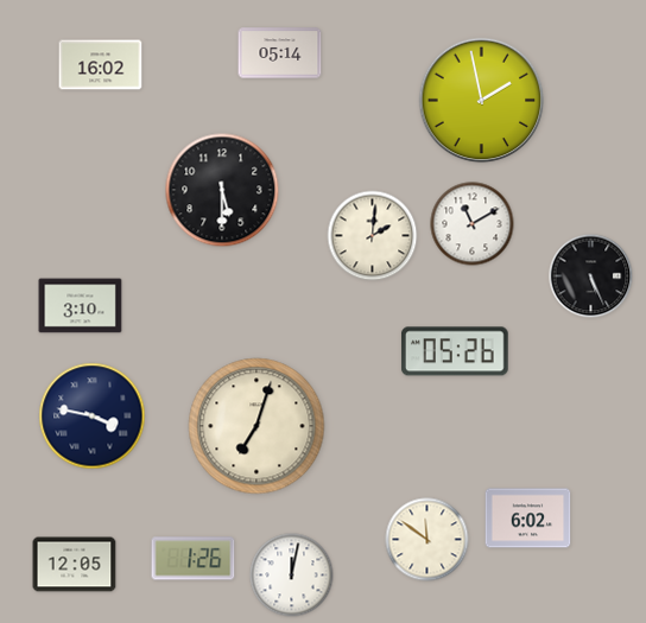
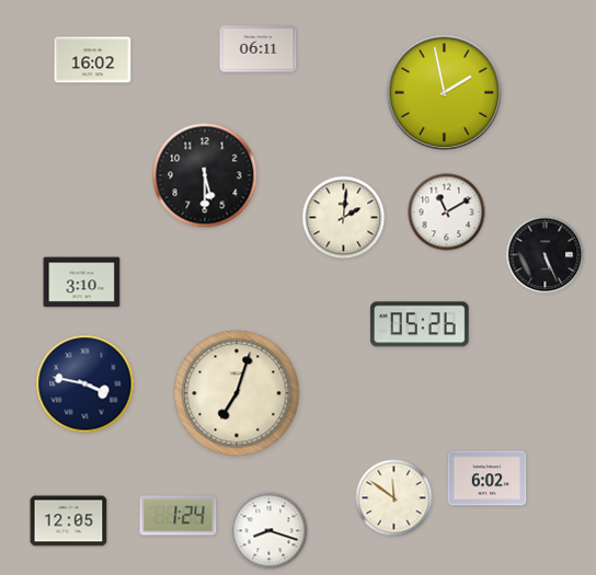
clock at (280, 53): 05:14 -> 06:11
clock at (473, 224) position: (473, 224) -> (447, 212)
clock at (81, 306) position: (81, 306) -> (82, 283)
clock at (194, 559): 1:26 -> 1:24
clock at (292, 576): 12:02 -> 8:18
